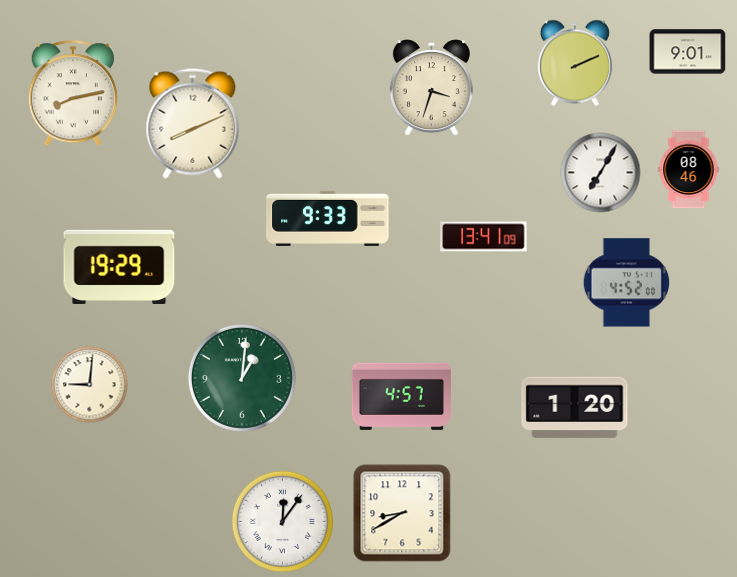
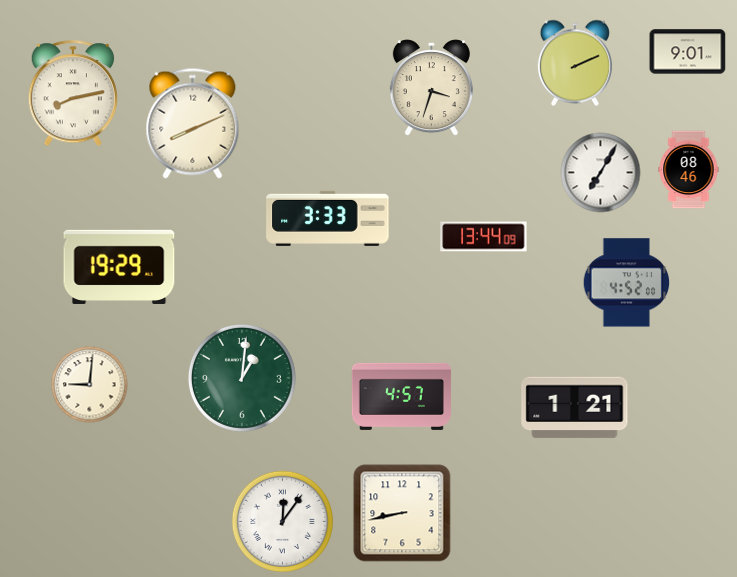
clock at (328, 218): 9:33 -> 3:33
clock at (484, 237): 13:41 -> 13:44
clock at (575, 408): 1:20 -> 1:21
clock at (402, 513): 8:40 -> 8:43
